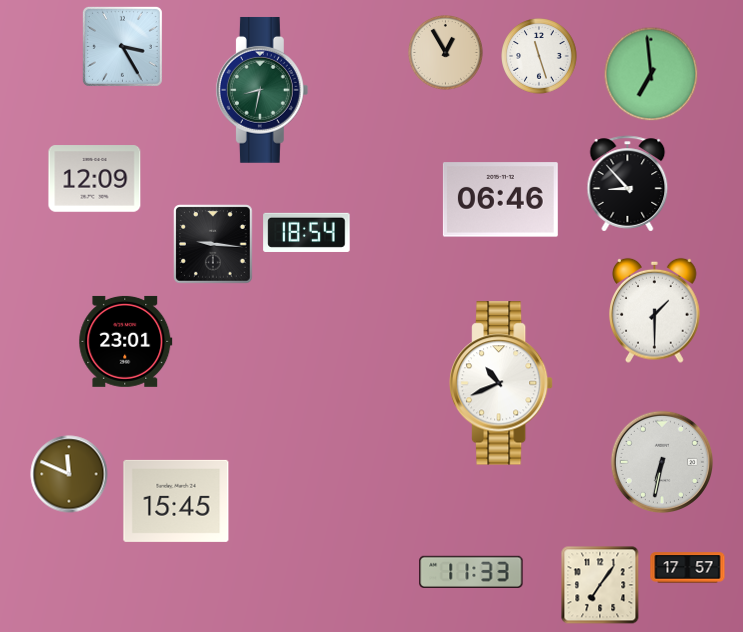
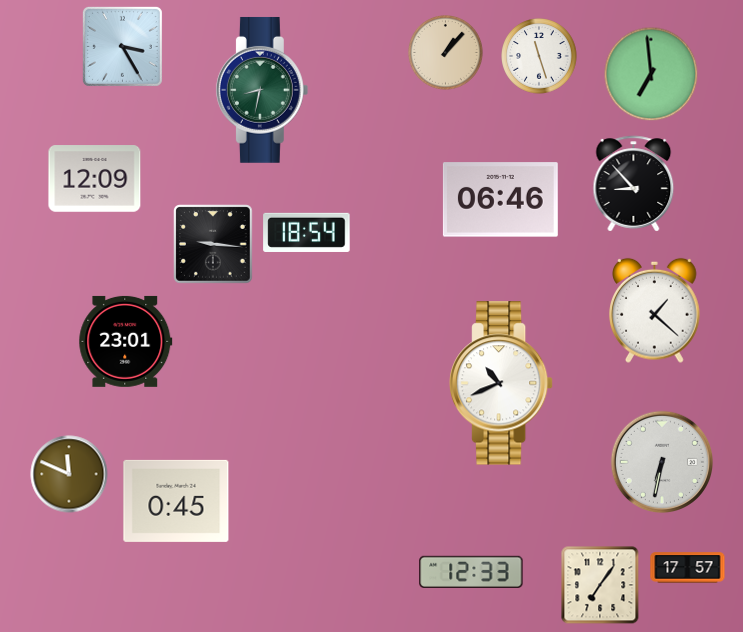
clock at (446, 53): 12:55 -> 1:07
clock at (628, 184) position: (628, 184) -> (634, 184)
clock at (655, 310): 1:30 -> 1:22
clock at (176, 501): 15:45 -> 0:45
clock at (471, 572): 11:33 -> 12:33
